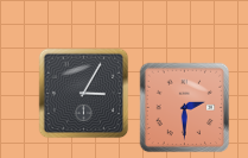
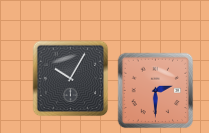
clock at (84, 94): 3:05 -> 10:05
